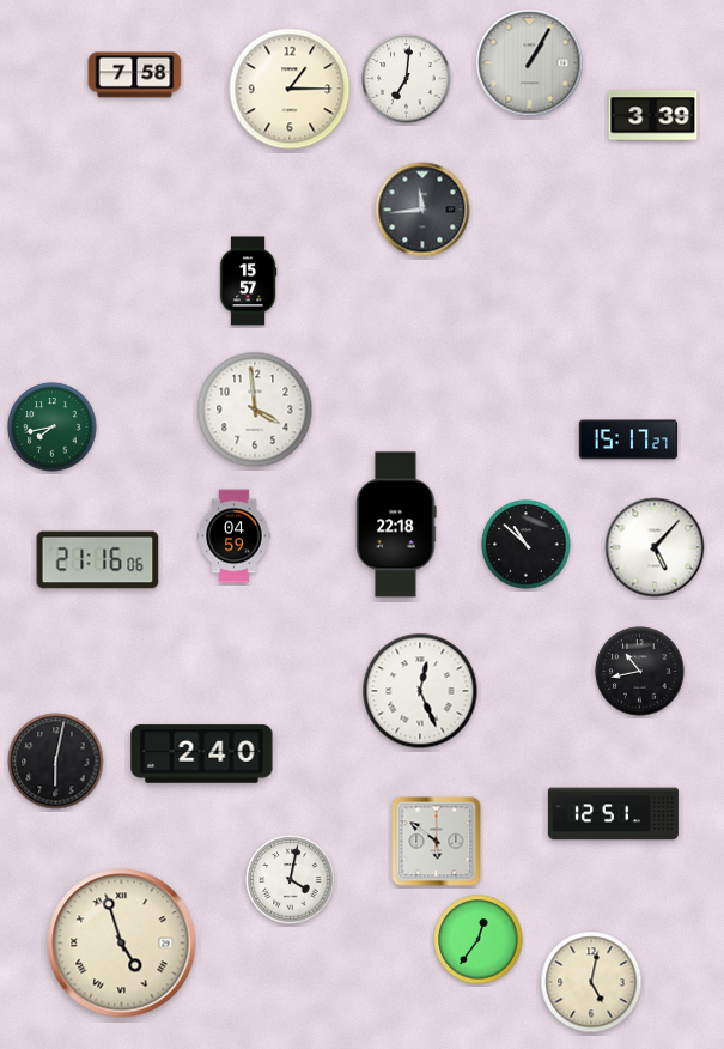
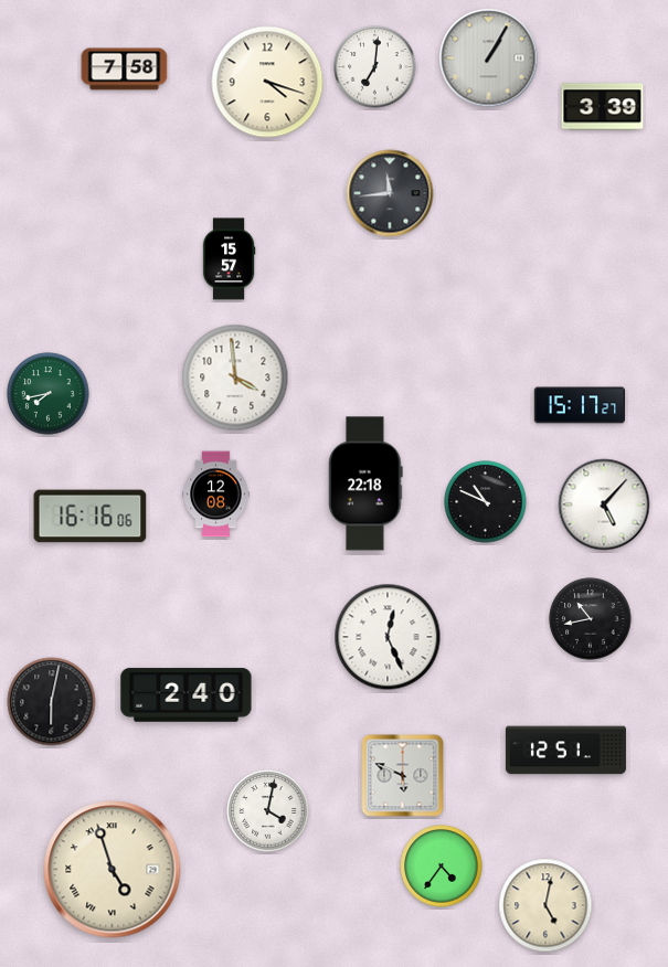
clock at (407, 79) position: (407, 79) -> (375, 67)
clock at (290, 89): 1:15 -> 4:18
clock at (235, 536): 04:59 -> 12:08
clock at (527, 545): 10:52 -> 10:49
clock at (98, 560): 21:16 -> 16:16
clock at (437, 842): 5:51 -> 5:49
clock at (479, 940): 12:36 -> 4:36
